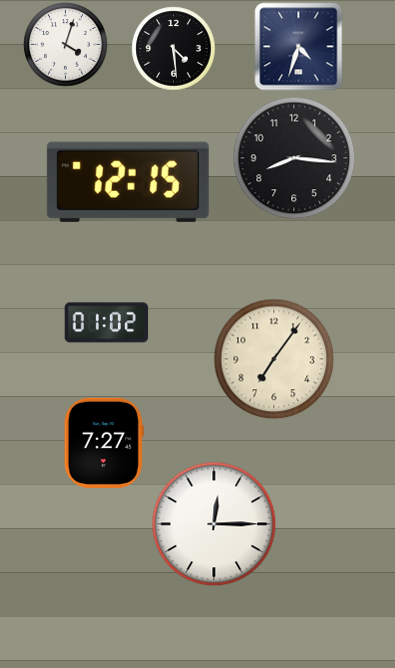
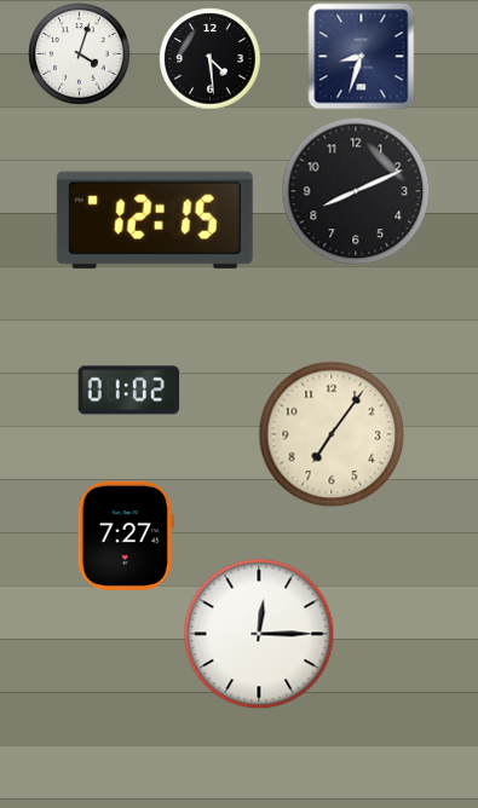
clock at (298, 46): 4:33 -> 8:33
clock at (294, 158): 8:16 -> 8:11
